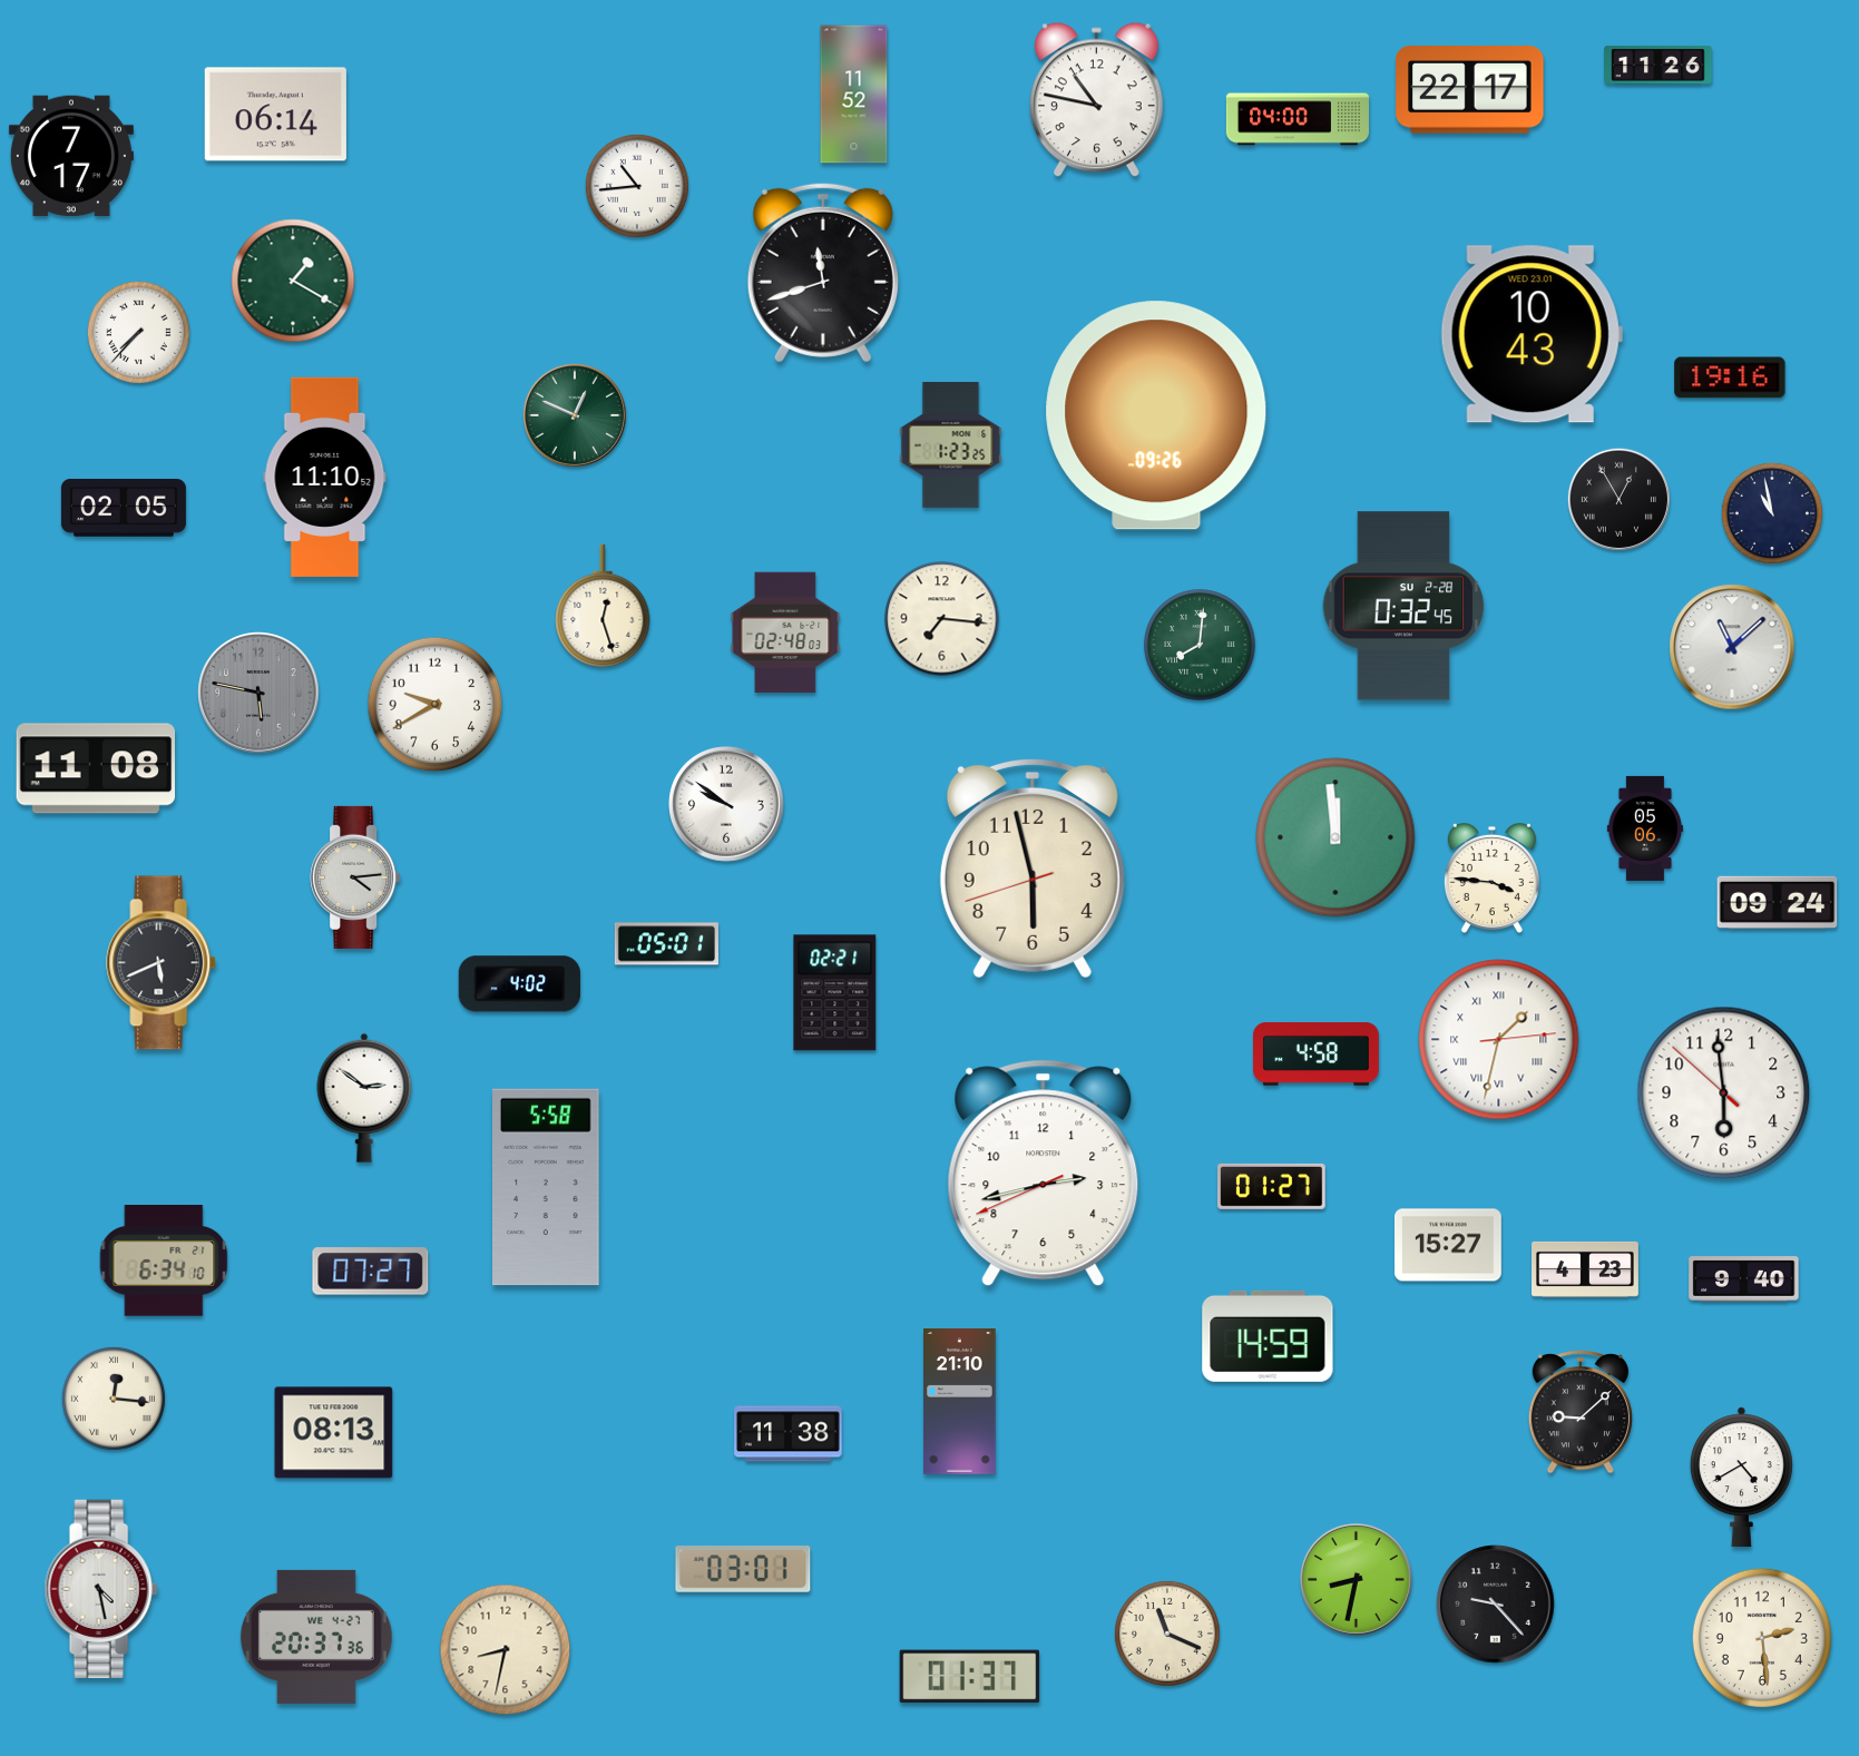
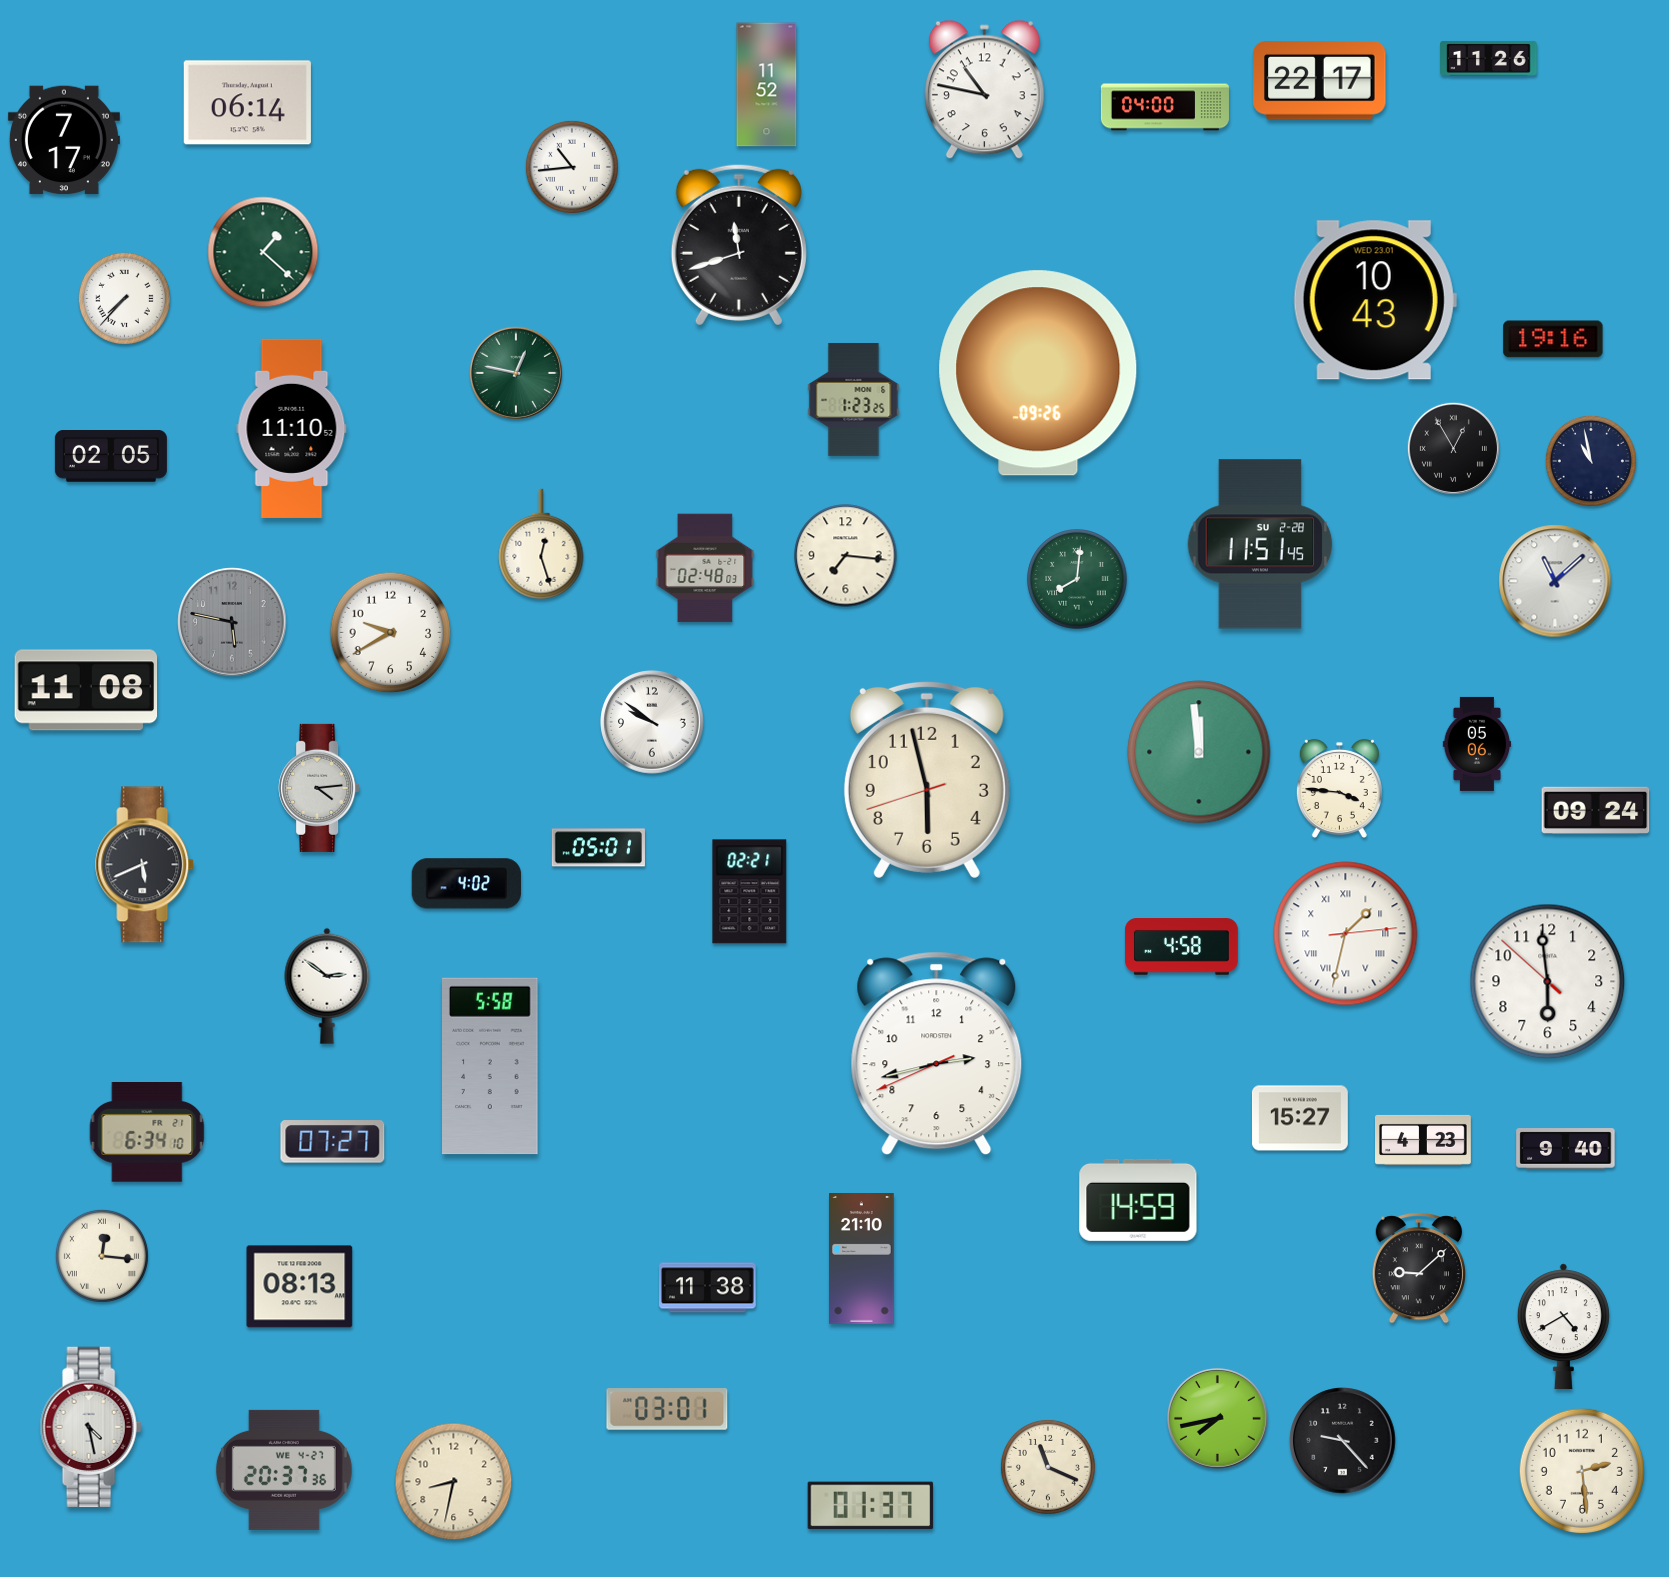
clock at (293, 281): 1:20 -> 1:22
clock at (575, 415): 12:49 -> 12:47
clock at (1403, 606): 0:32 -> 11:51
clock at (1272, 1186): 01:27 -> none
clock at (1356, 1579): 8:32 -> 7:43
